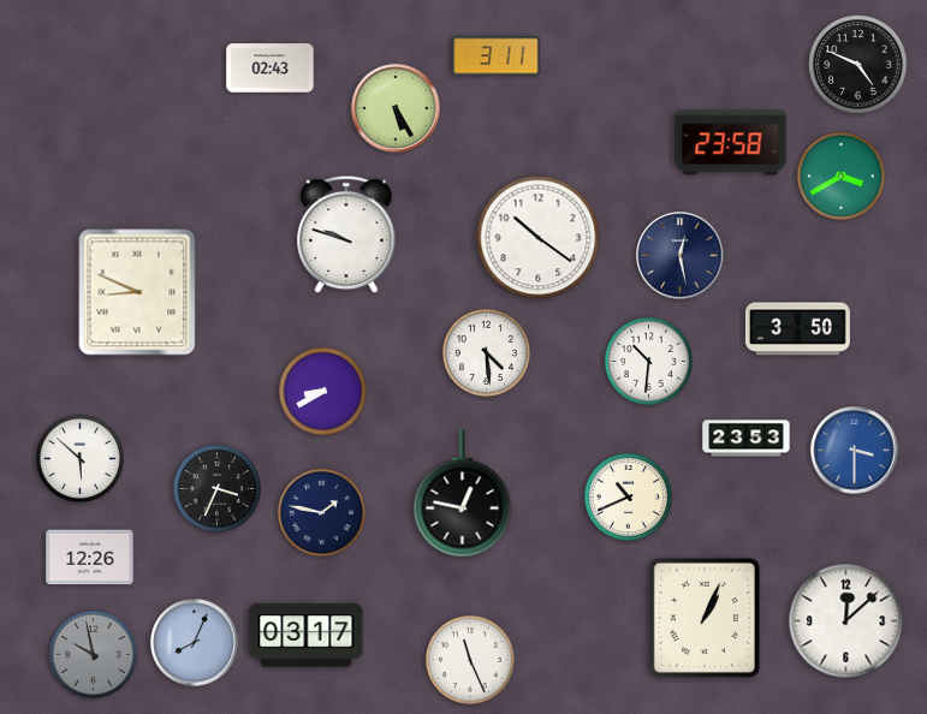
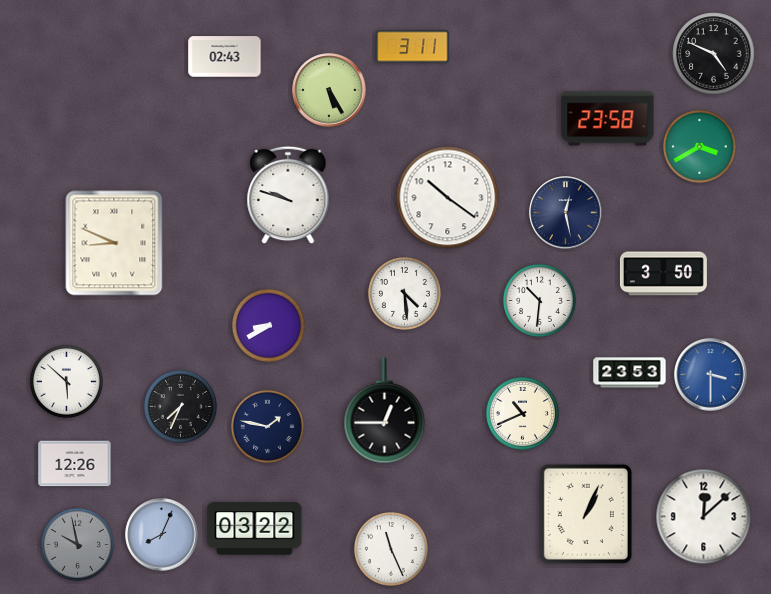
clock at (747, 439) position: (747, 439) -> (630, 373)
clock at (216, 488): 3:34 -> 7:34
clock at (463, 494): 12:47 -> 12:45
clock at (307, 636): 03:17 -> 03:22
